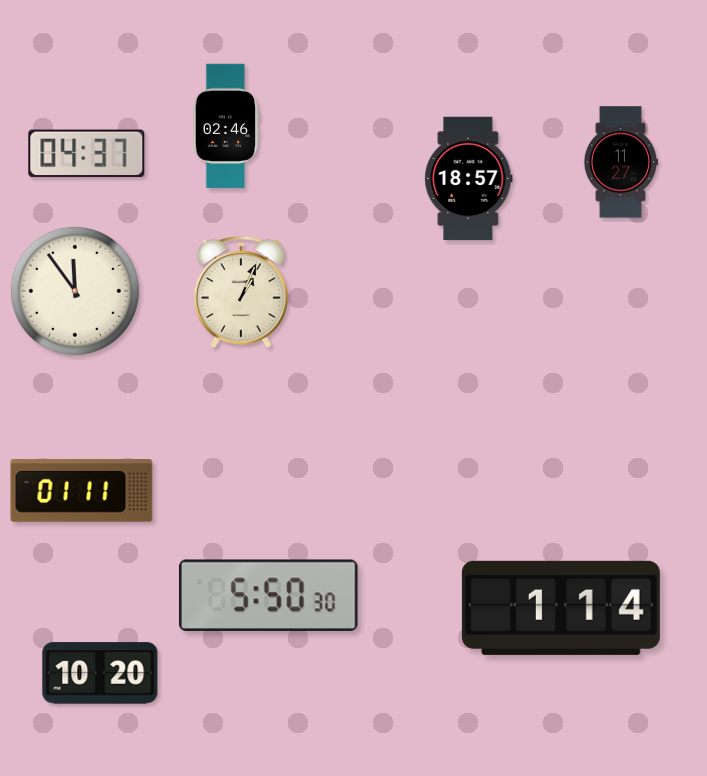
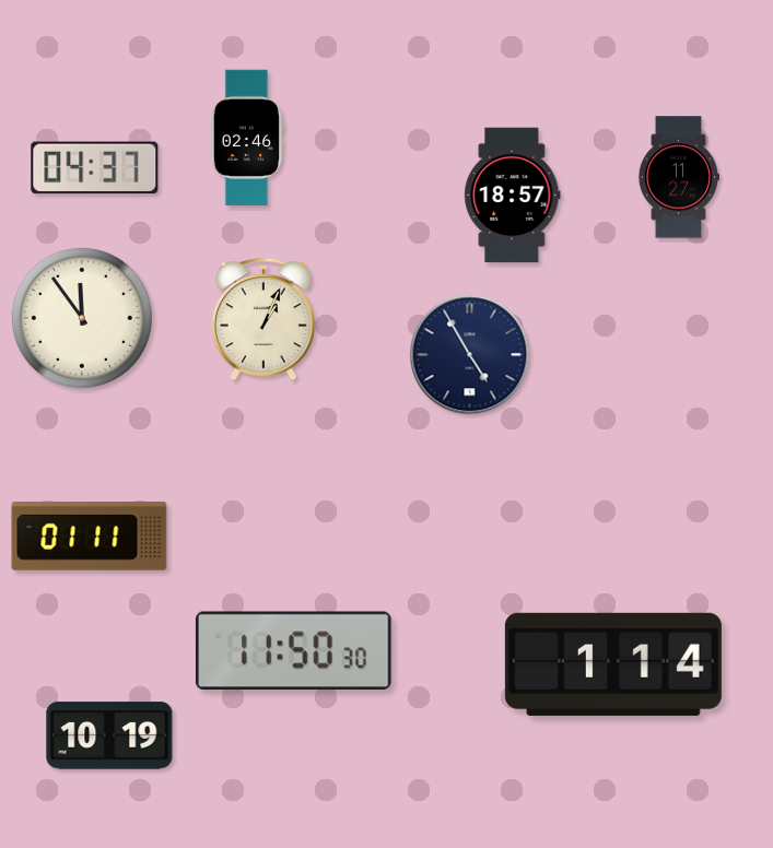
clock at (470, 355): none -> 4:55
clock at (268, 595): 5:50 -> 11:50
clock at (100, 673): 10:20 -> 10:19
